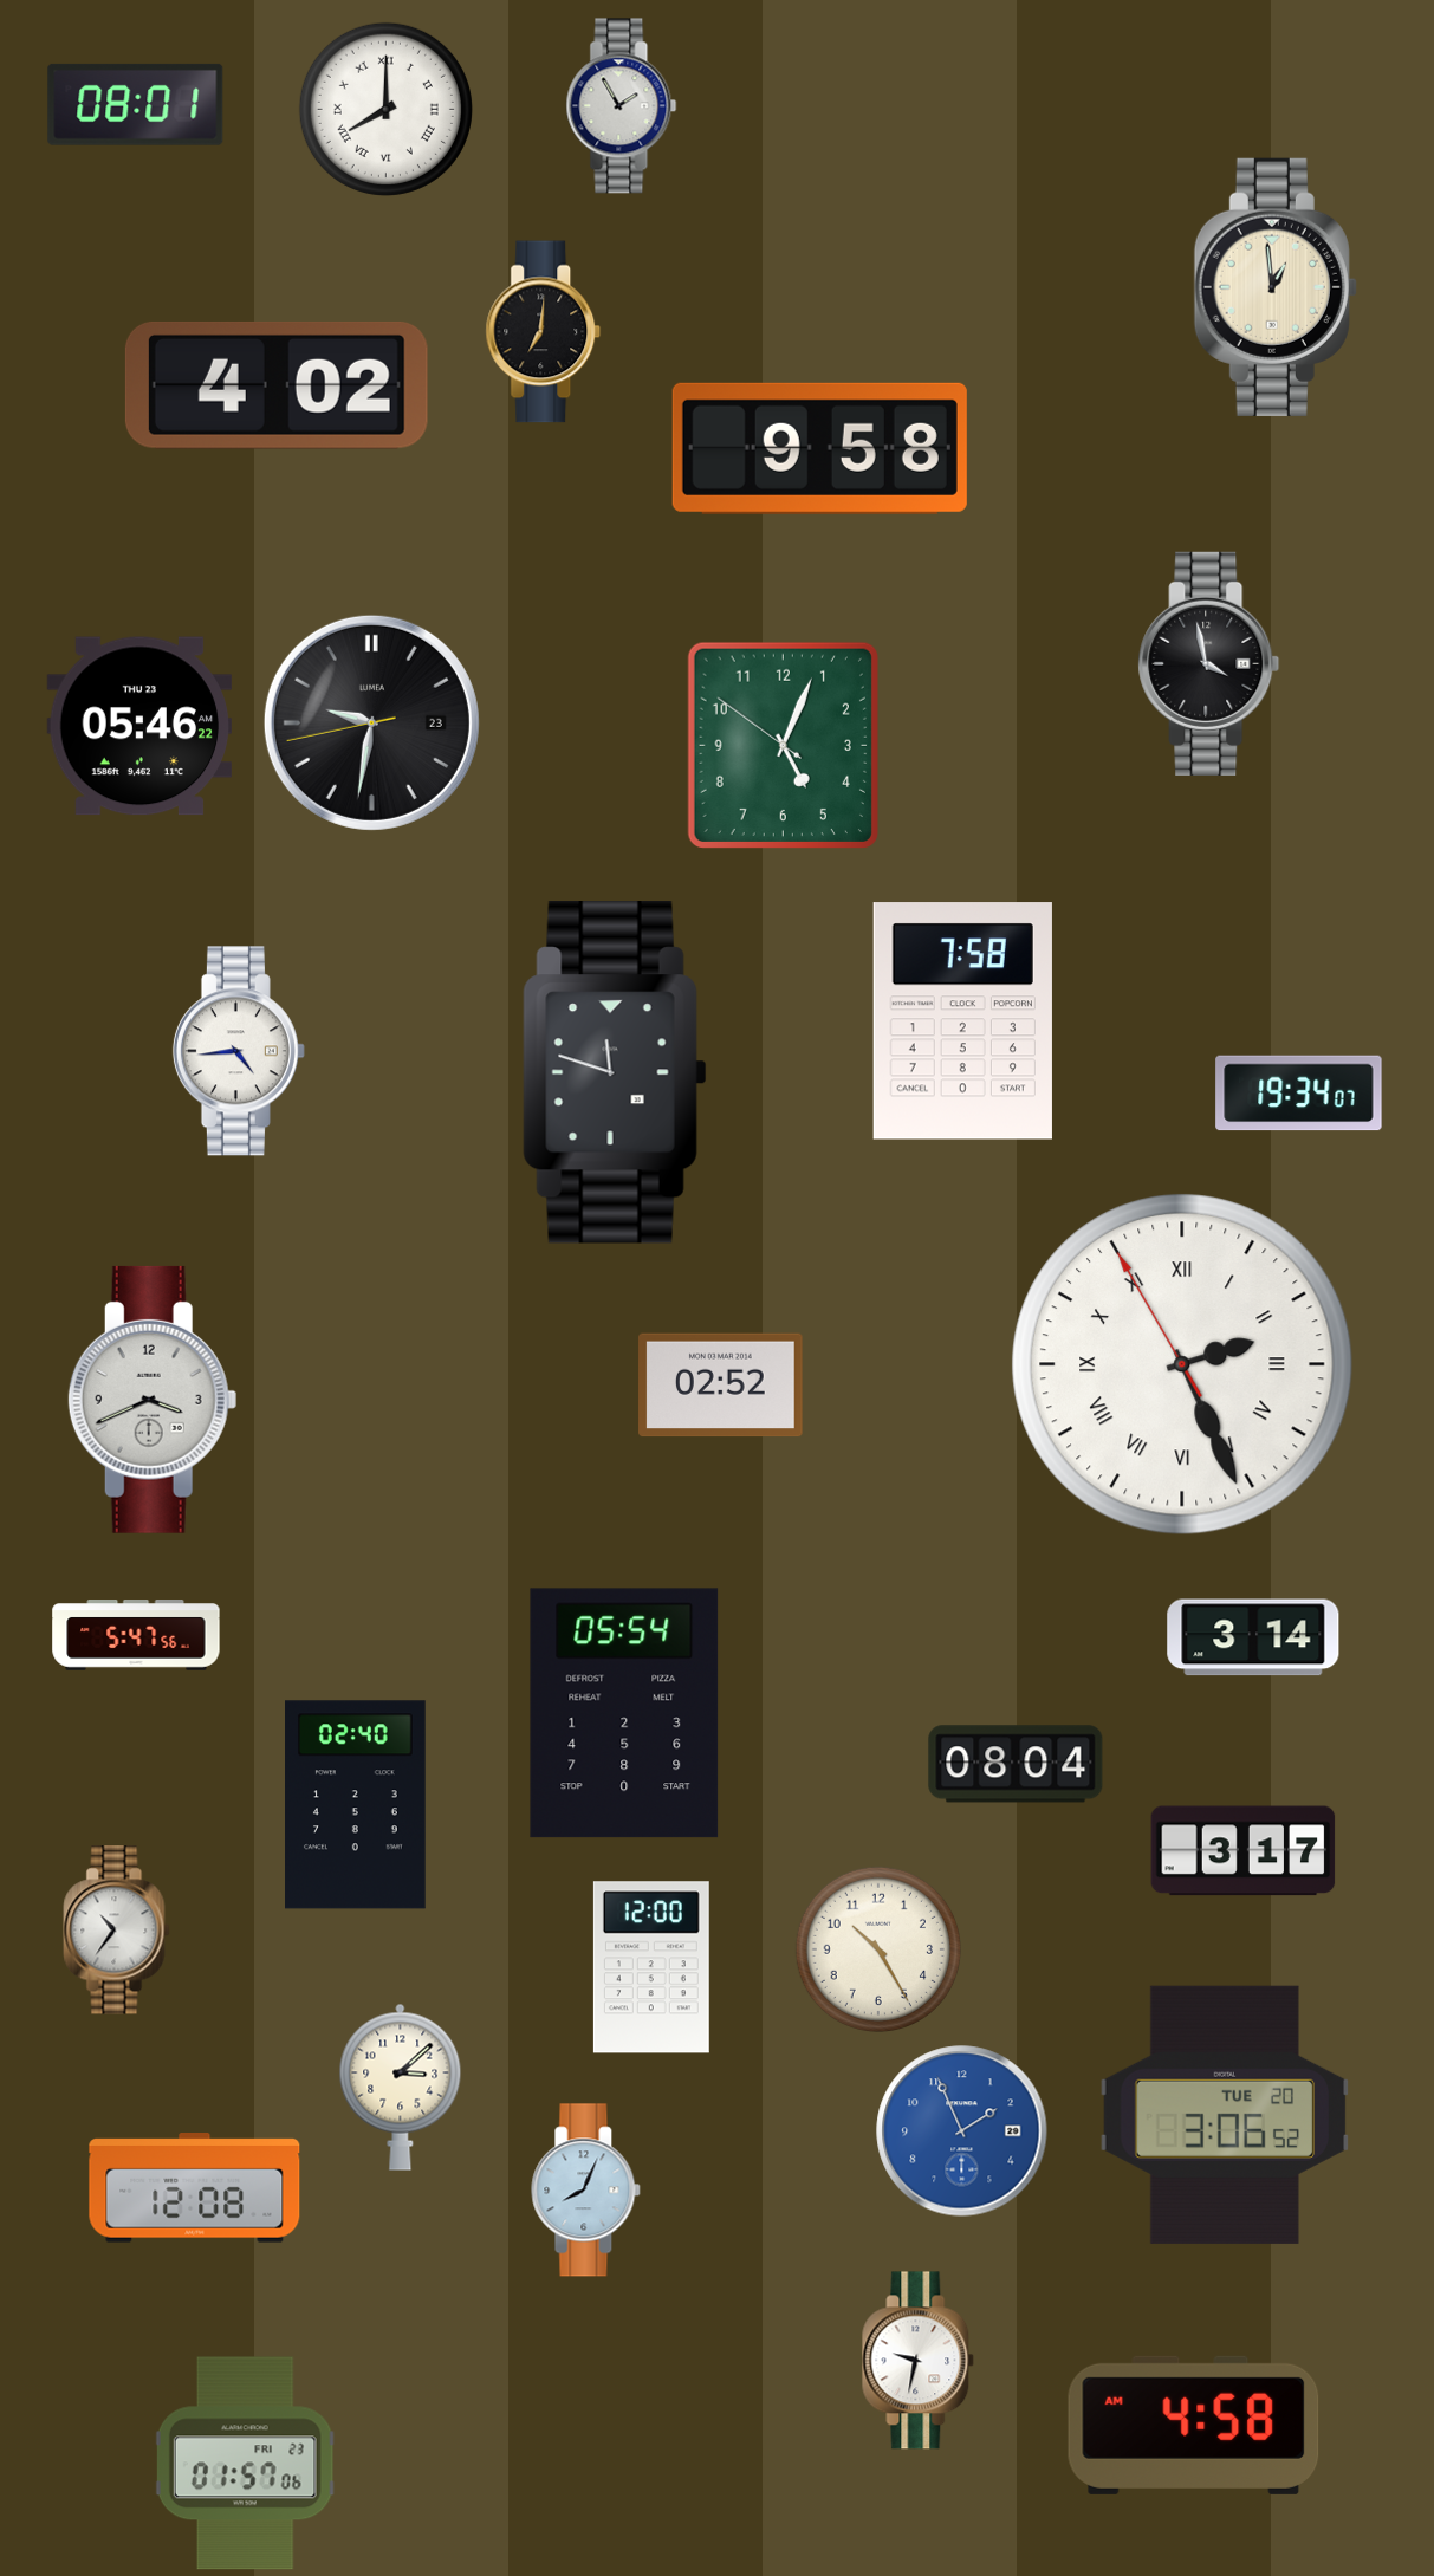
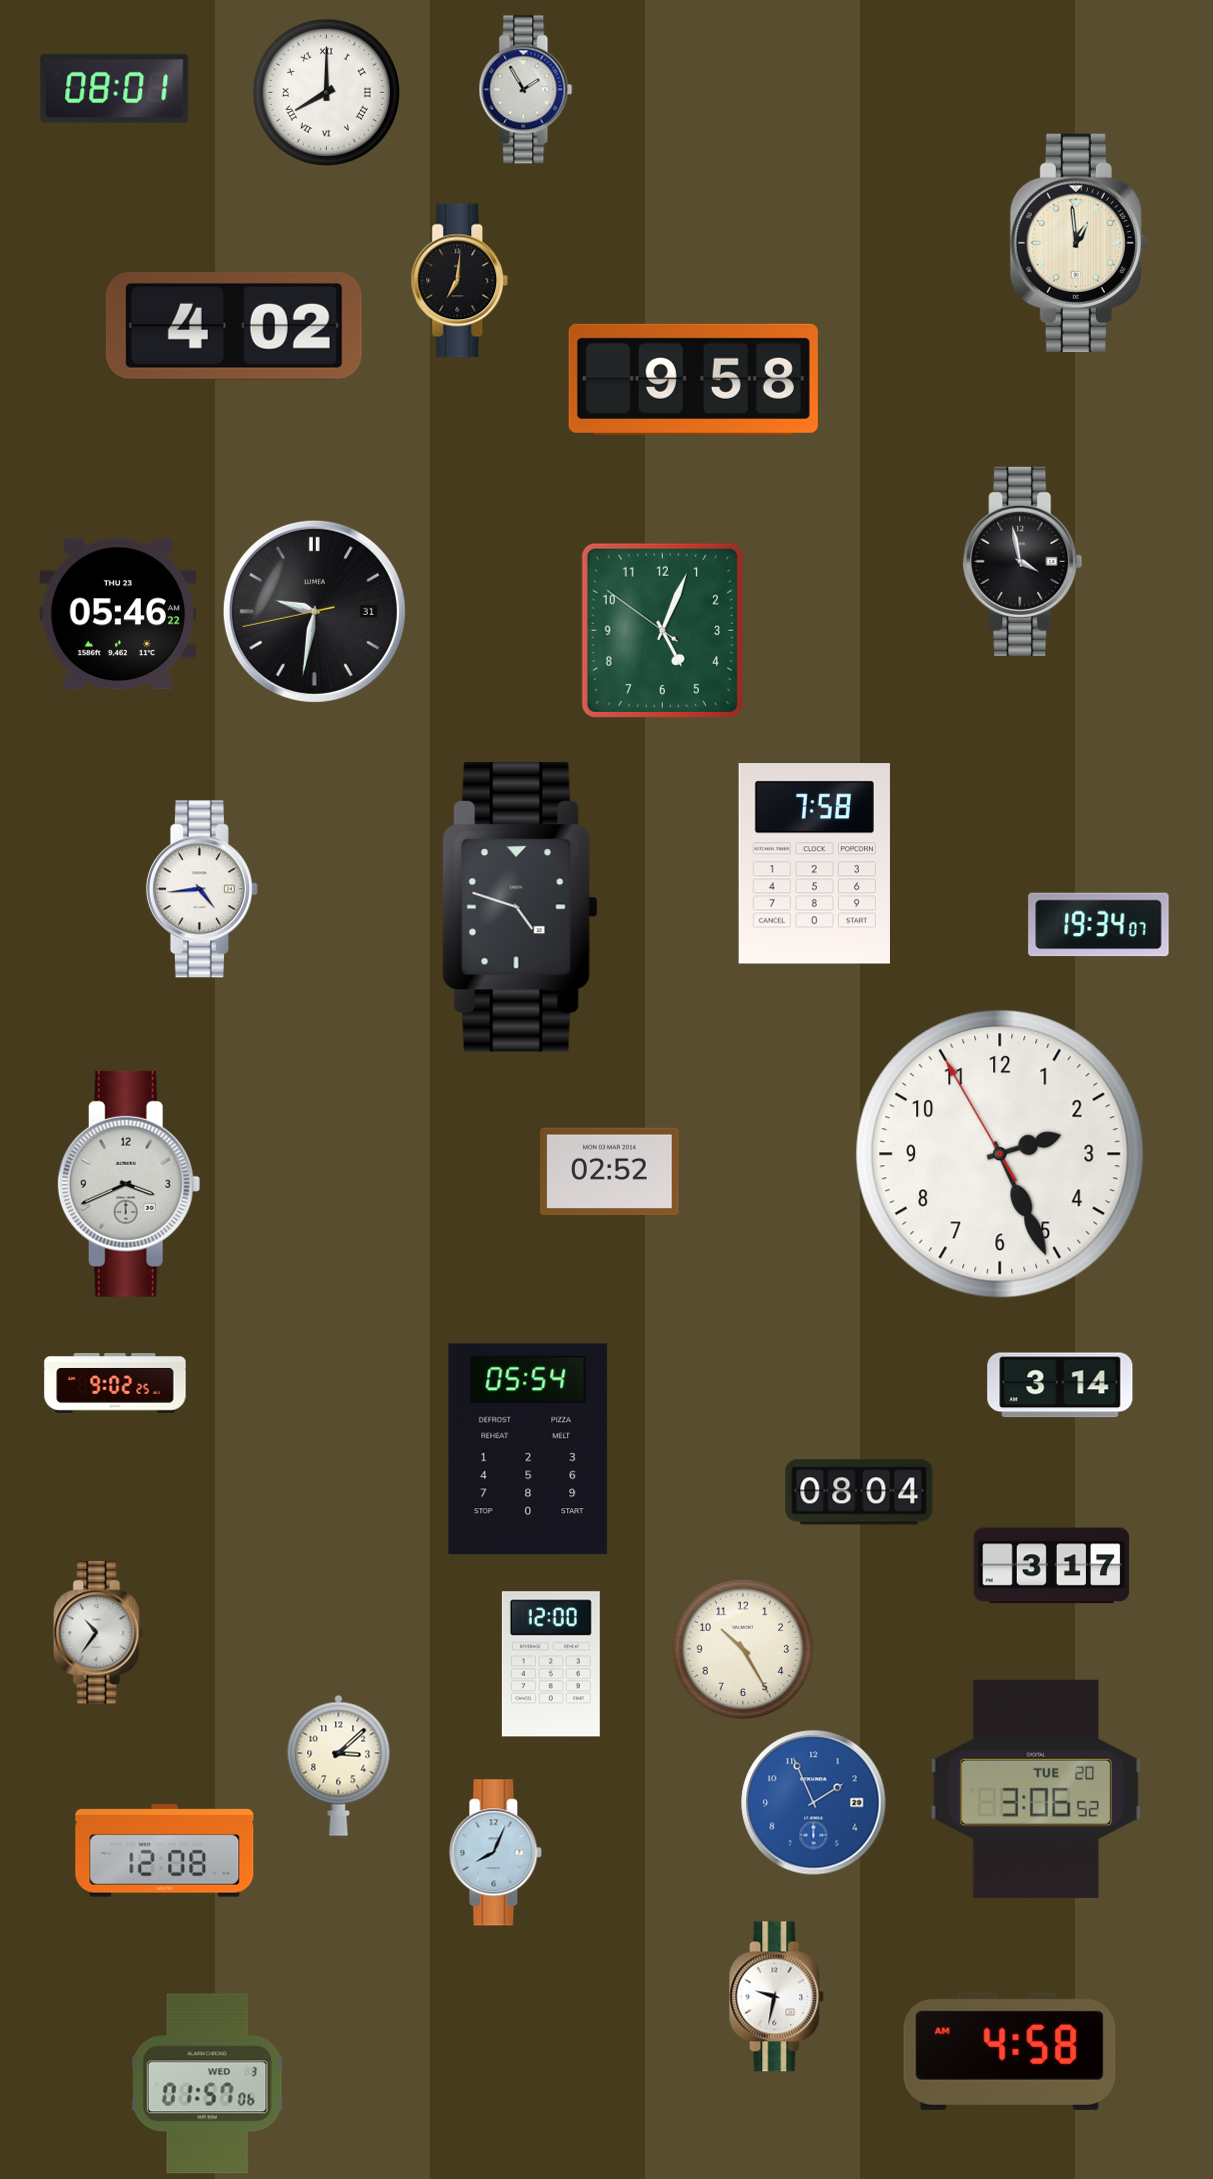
clock at (371, 722) date: 23 -> 31
clock at (615, 1073): 11:48 -> 4:48
clock at (1183, 1365) numerals: Roman -> Arabic
clock at (136, 1636): 5:47 -> 9:02
clock at (356, 1805): 02:40 -> none
clock at (245, 2464) date: FRI 23 -> WED 3
